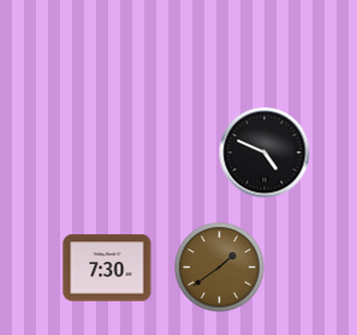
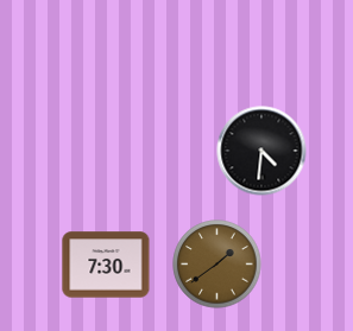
clock at (264, 152): 4:49 -> 4:31
